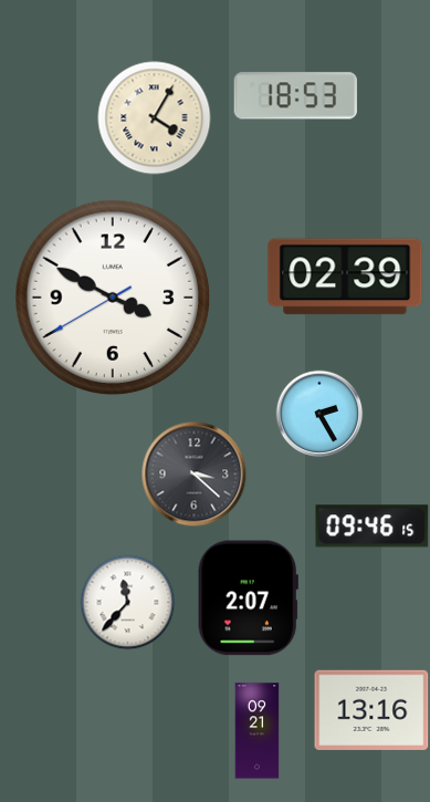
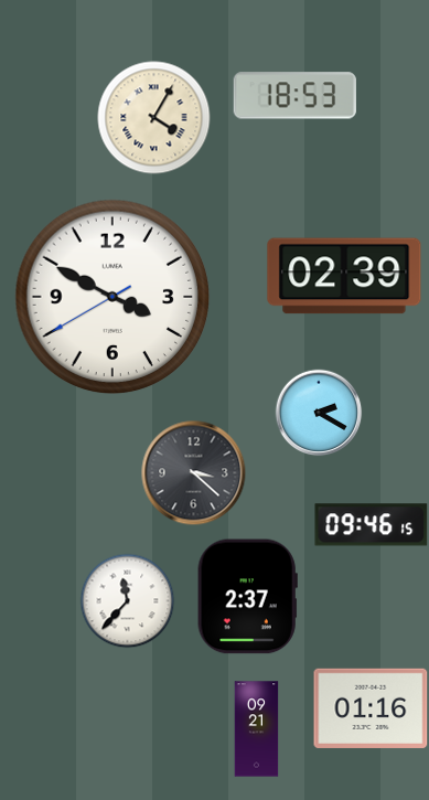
clock at (319, 414): 2:25 -> 2:20
clock at (248, 598): 2:07 -> 2:37
clock at (371, 710): 13:16 -> 01:16
